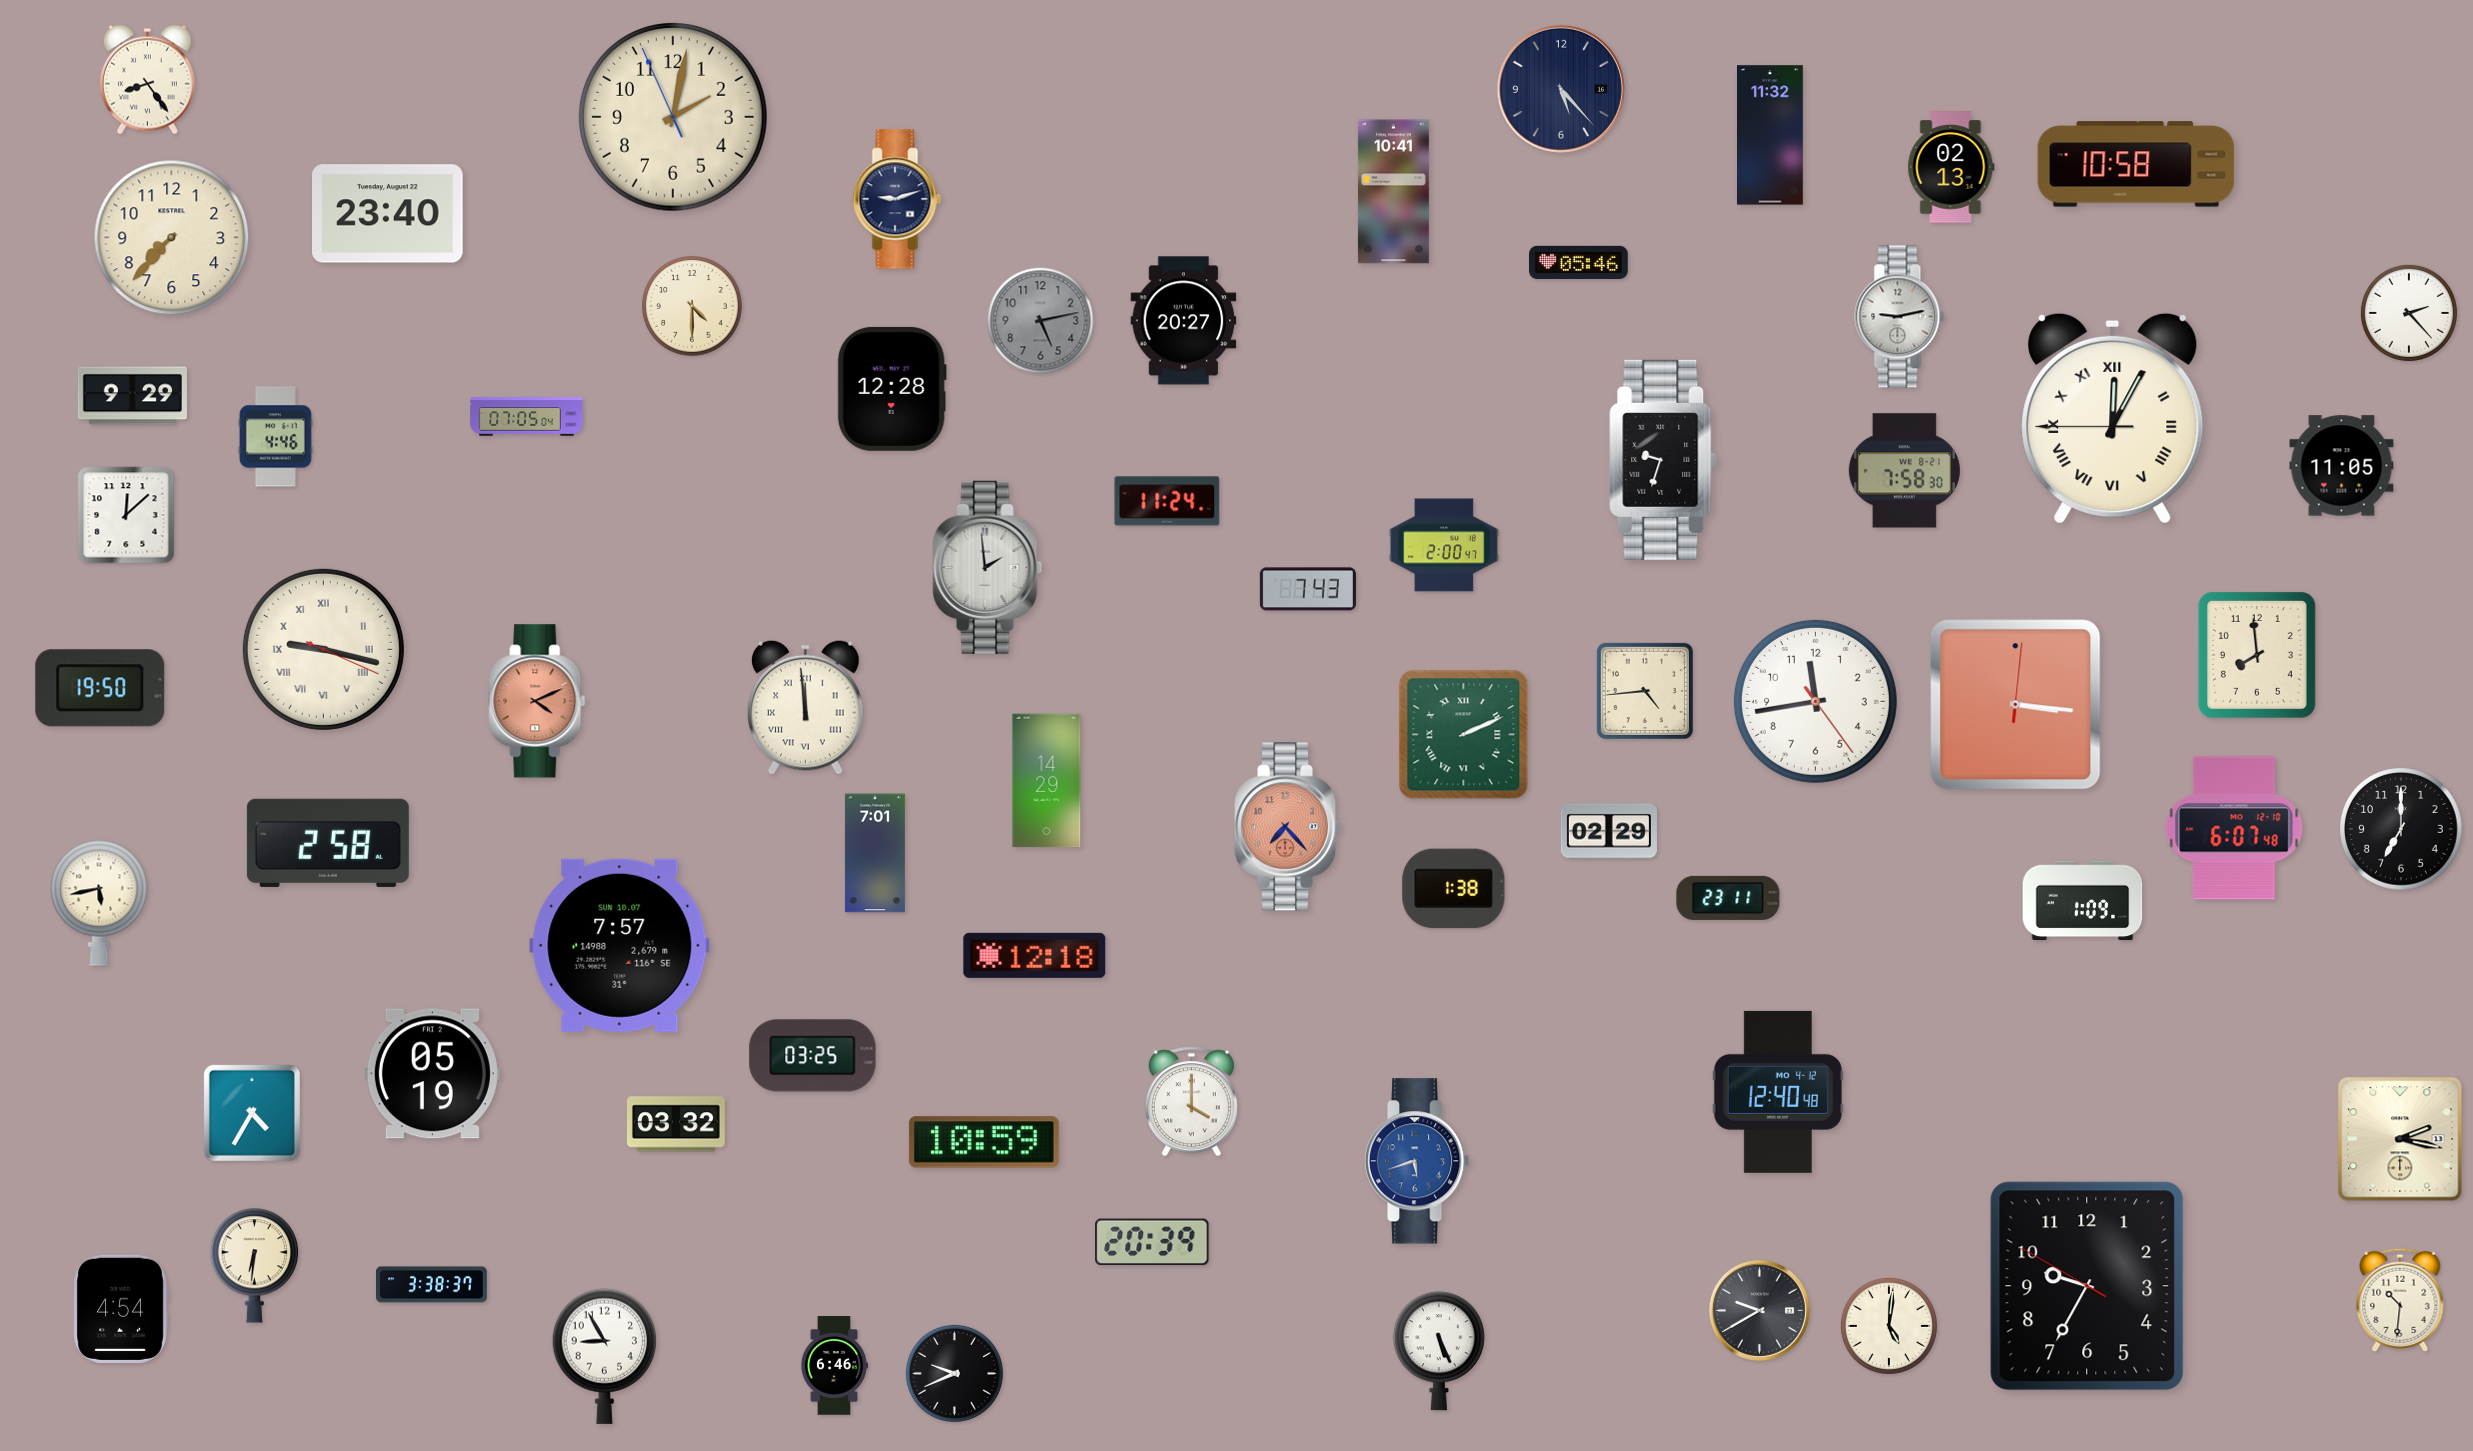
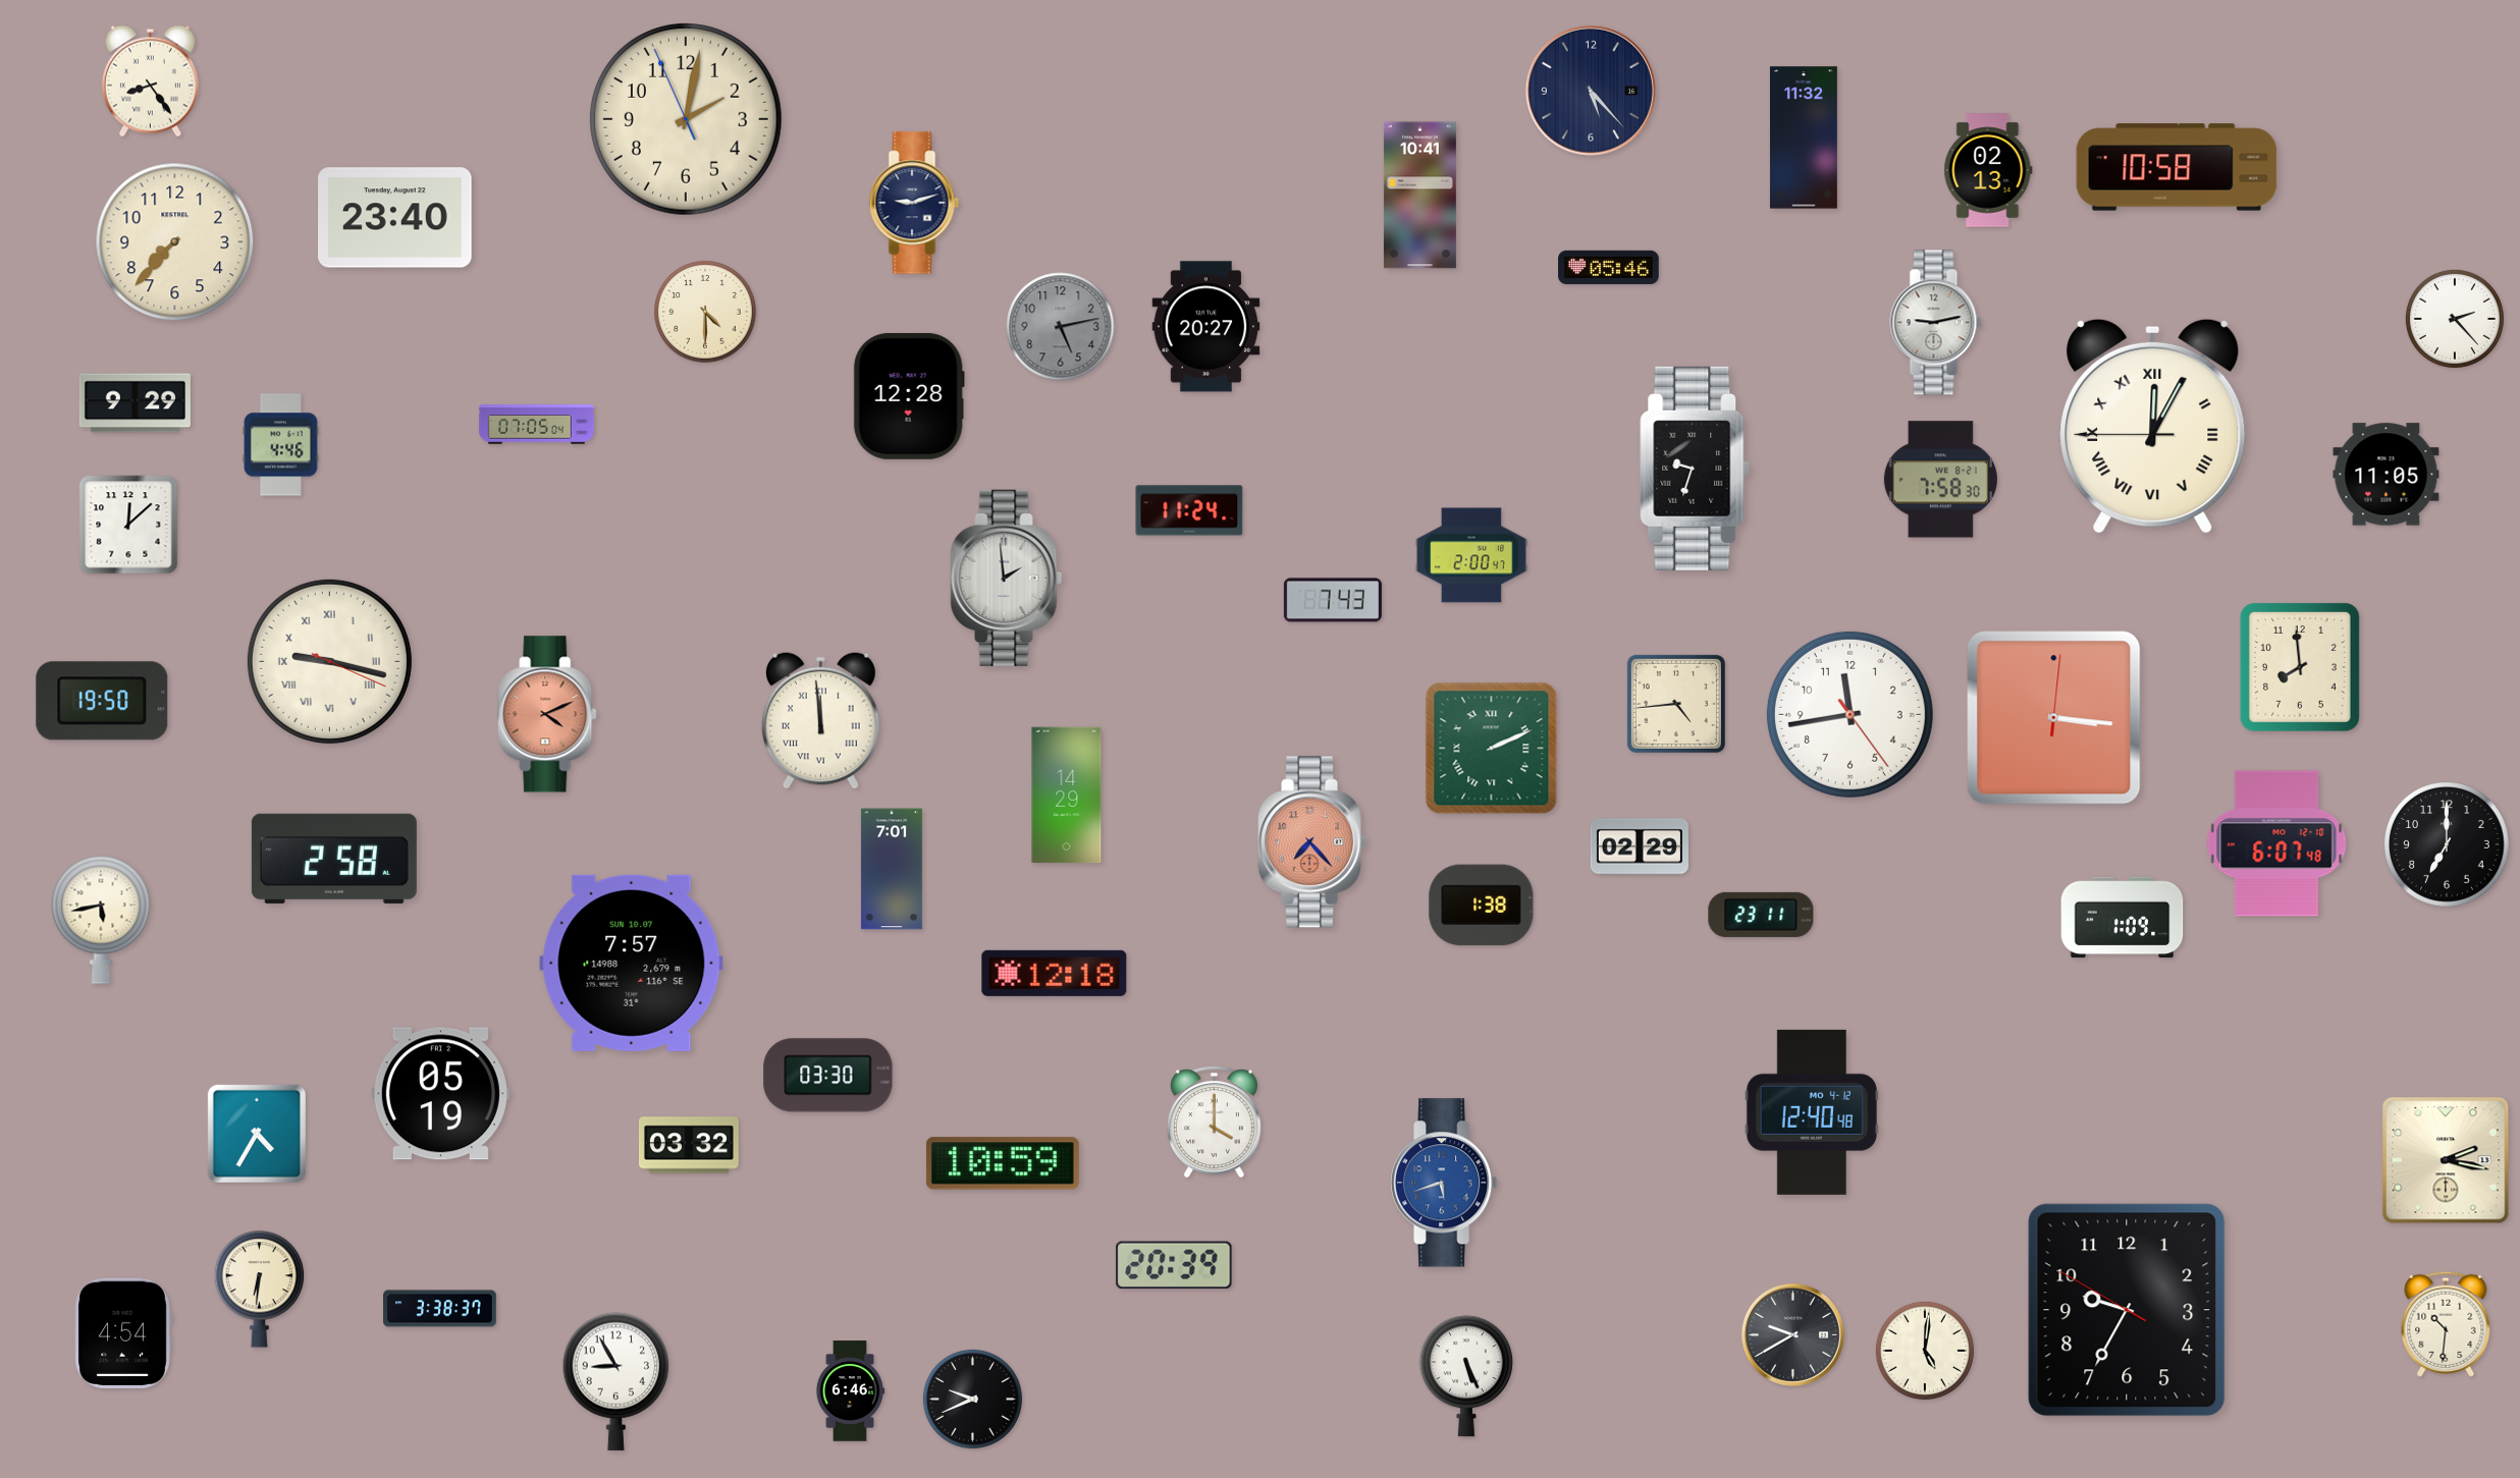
clock at (813, 1056): 03:25 -> 03:30
